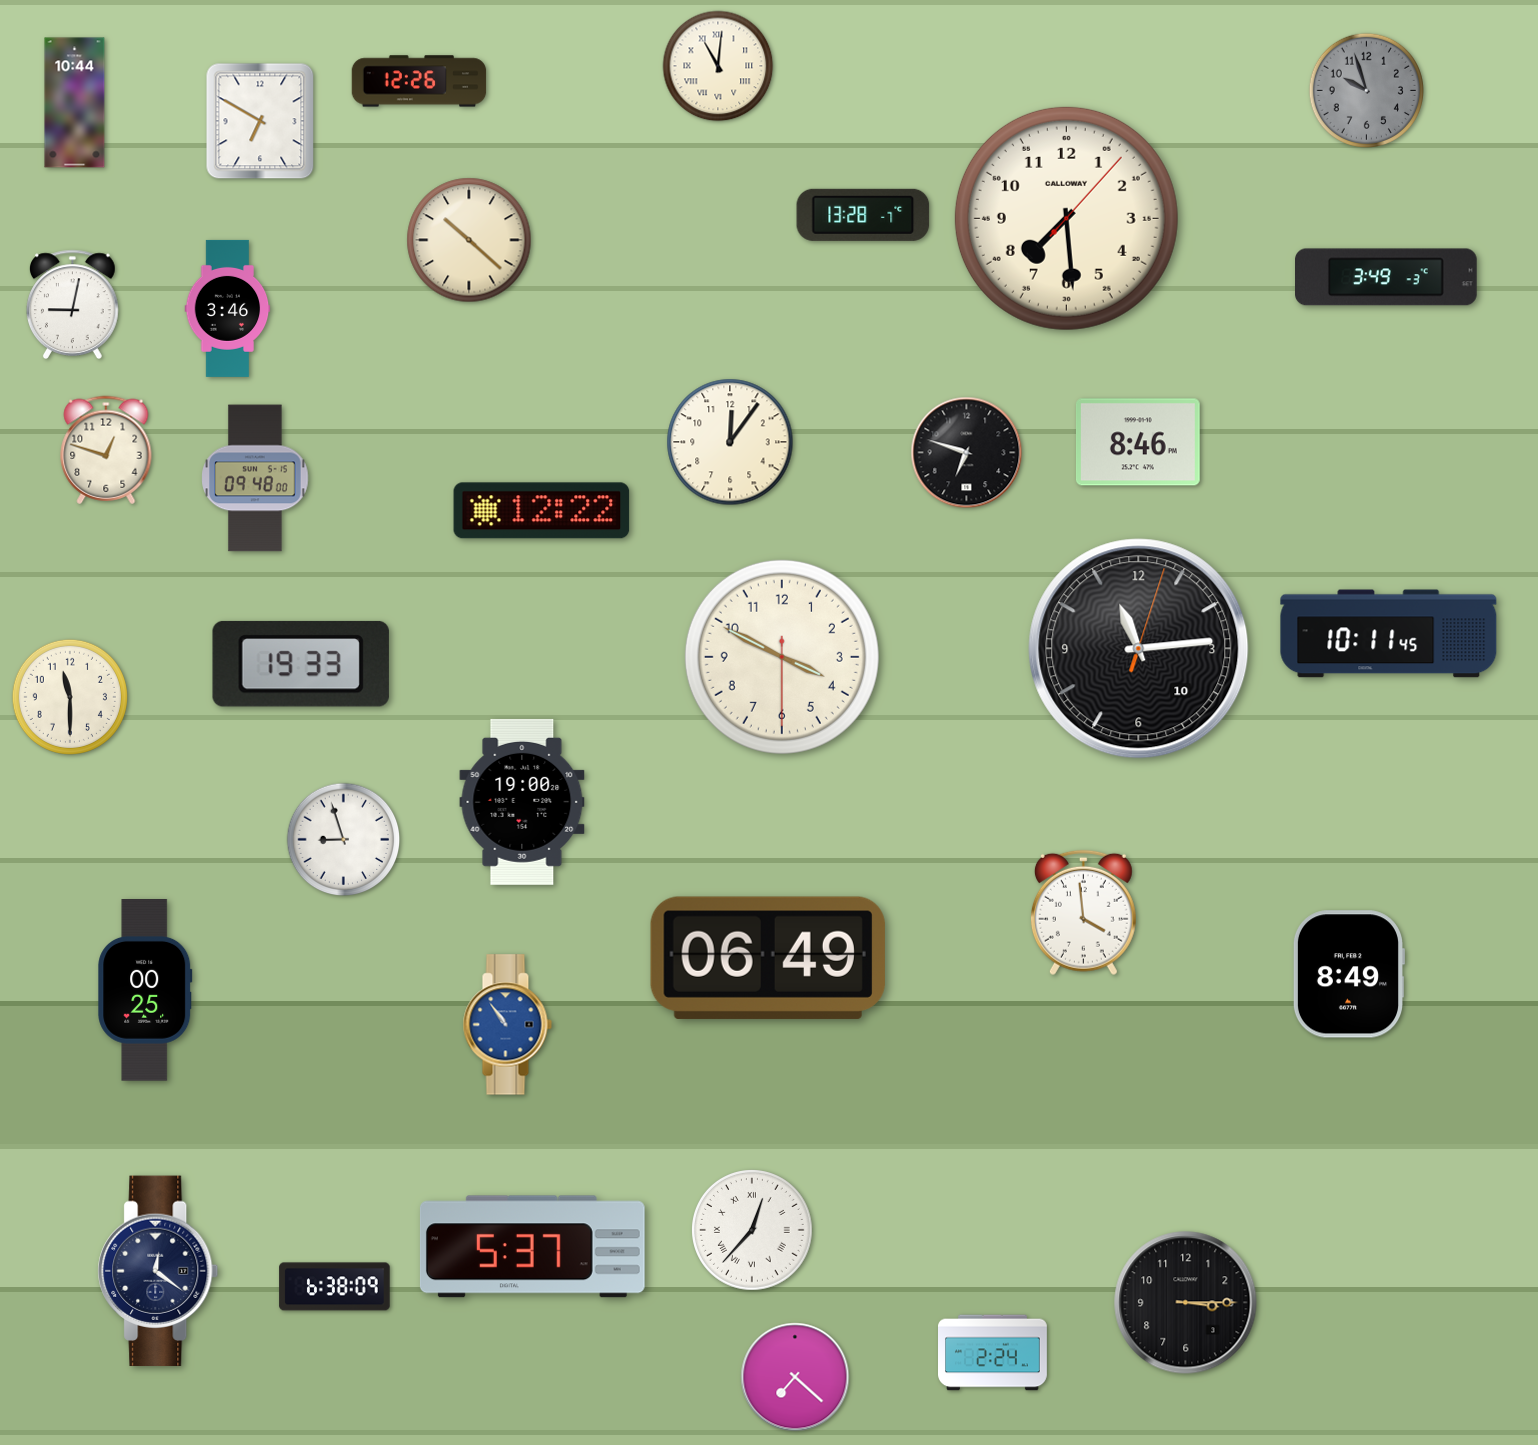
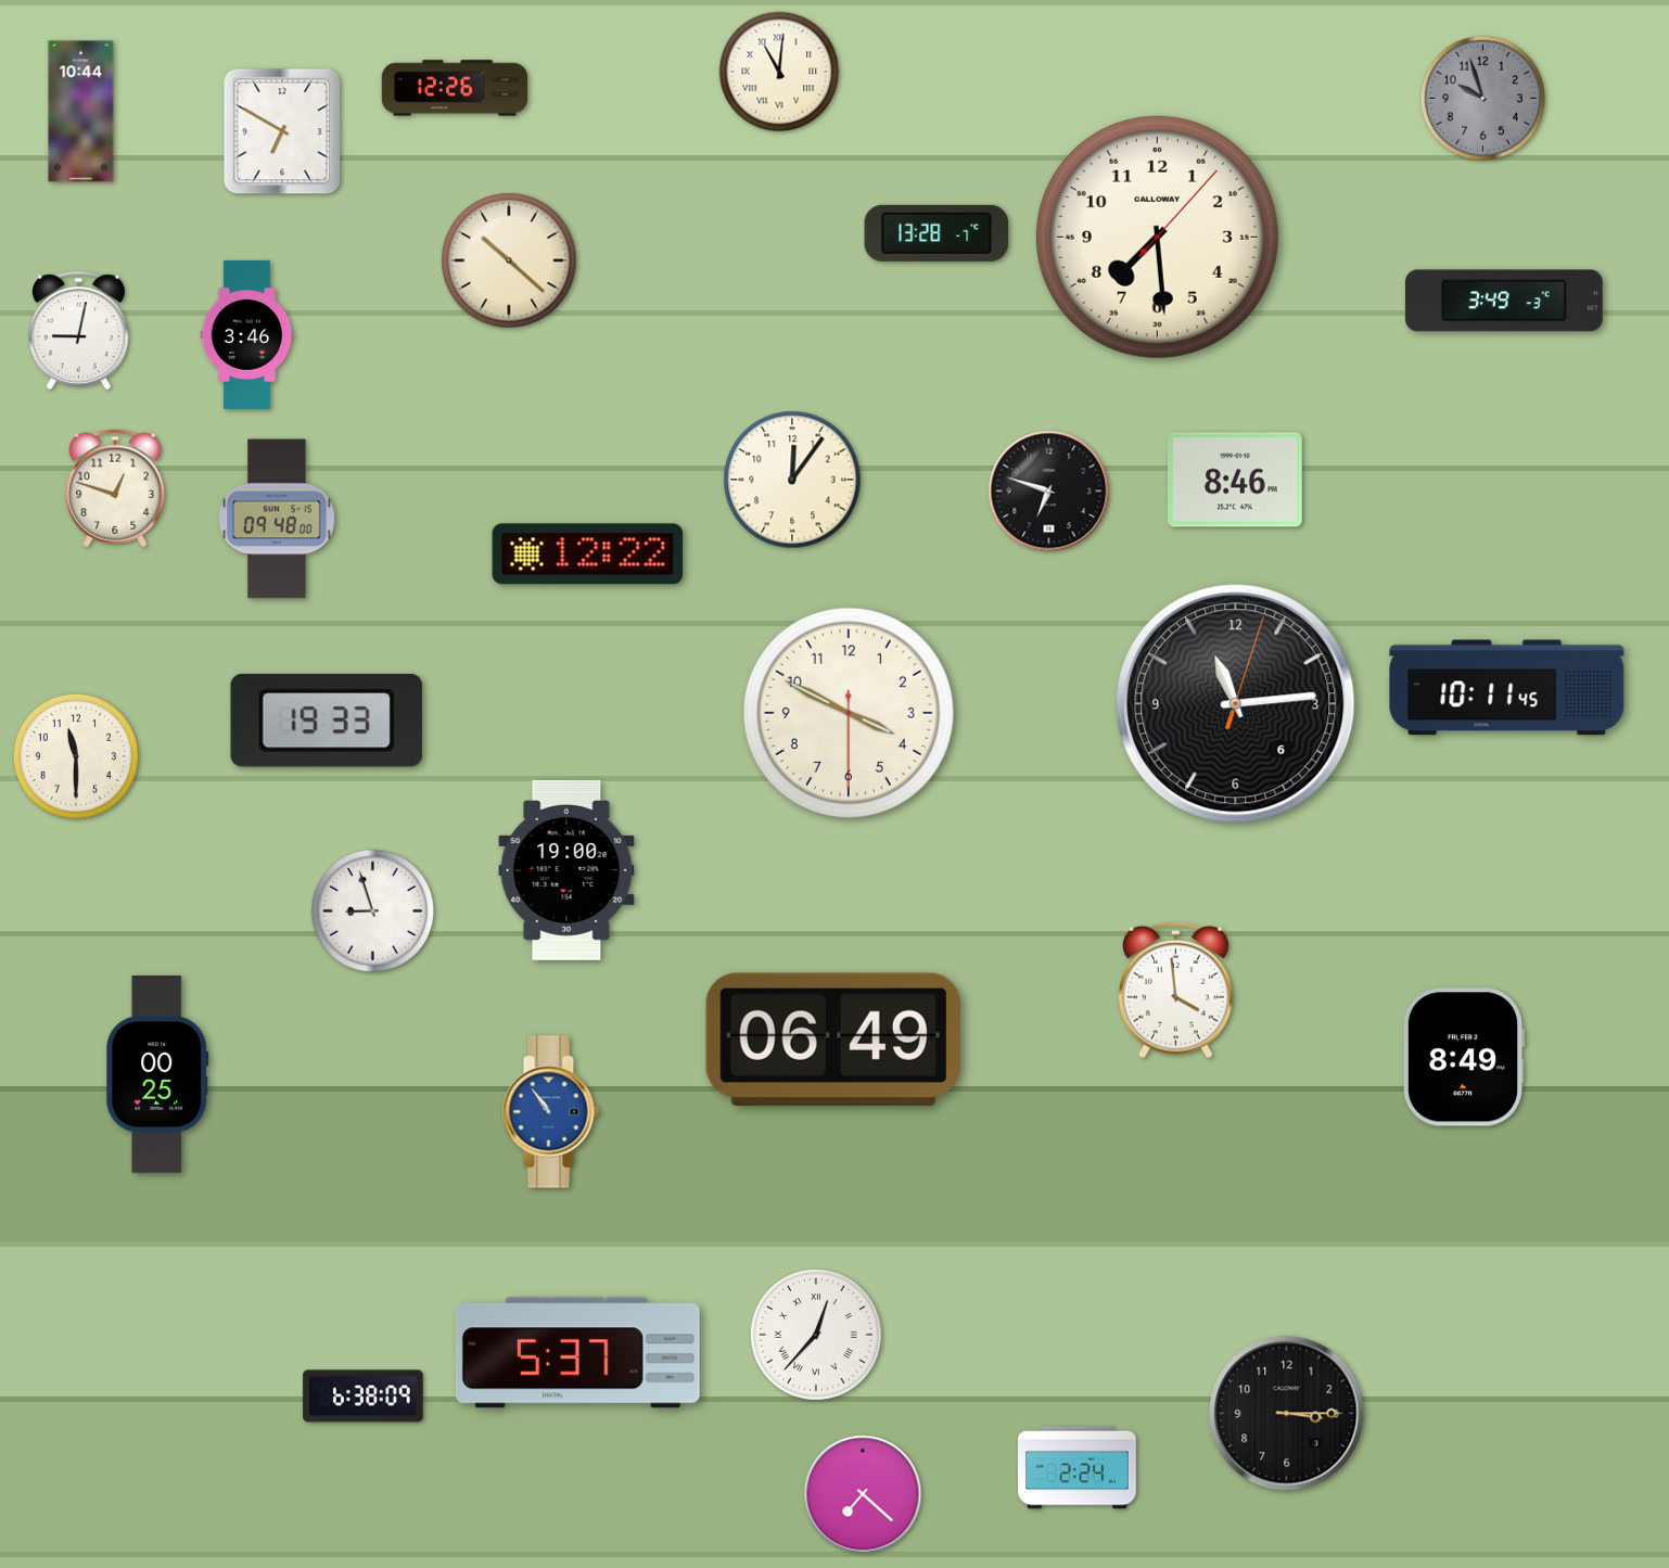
clock at (1139, 649) date: 10 -> 6
clock at (158, 1271): 12:21 -> none
